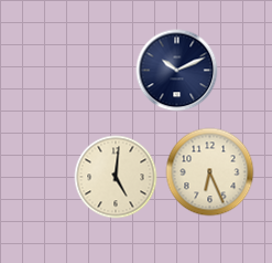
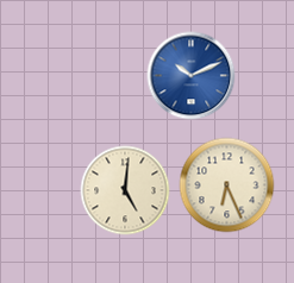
clock at (177, 71) dial: navy -> blue
